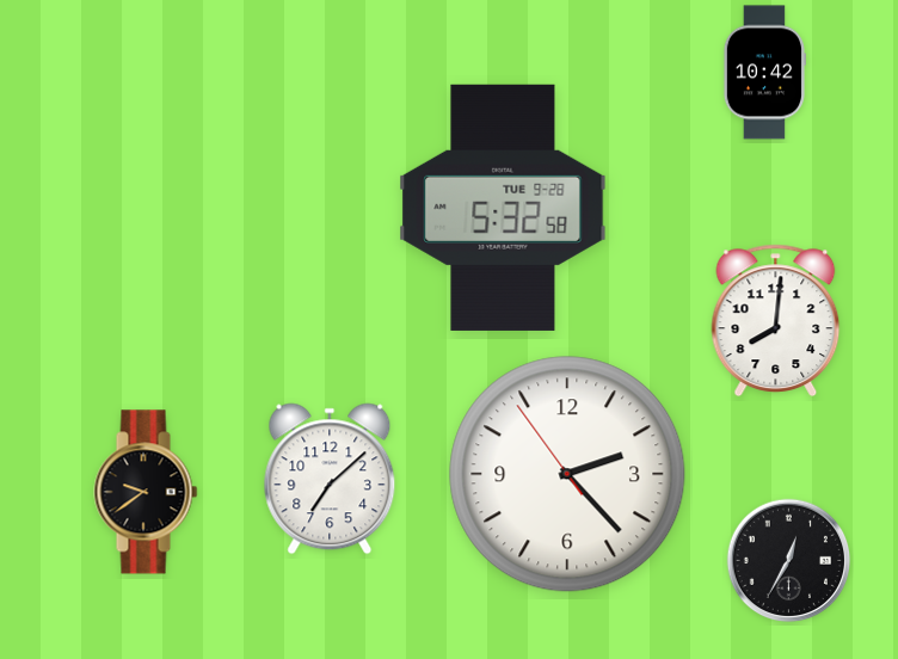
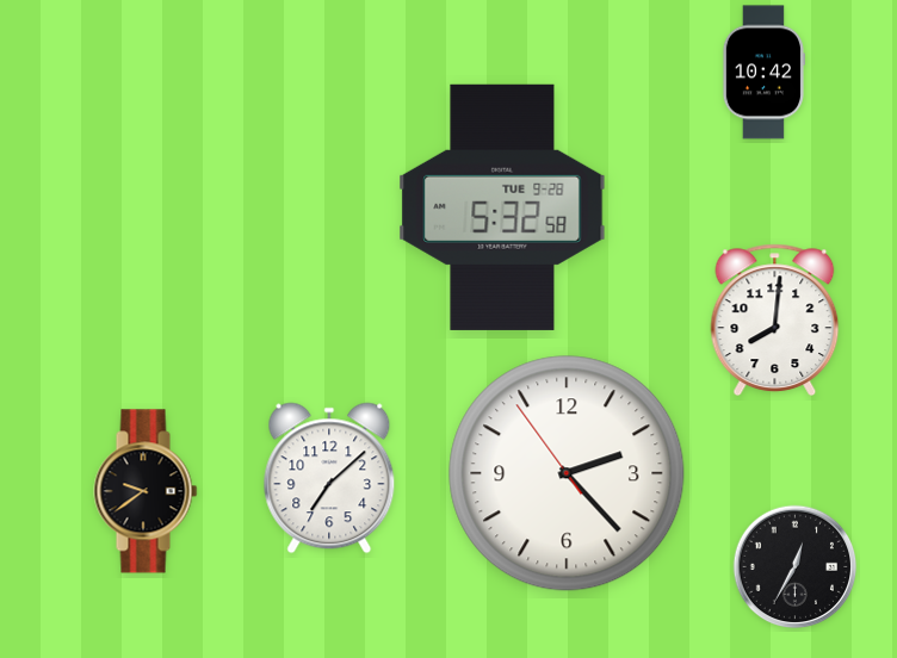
clock at (789, 561) position: (789, 561) -> (796, 567)
